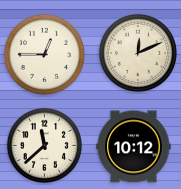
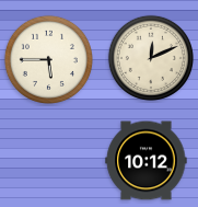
clock at (44, 54): 12:45 -> 5:45
clock at (44, 145): 11:38 -> none
